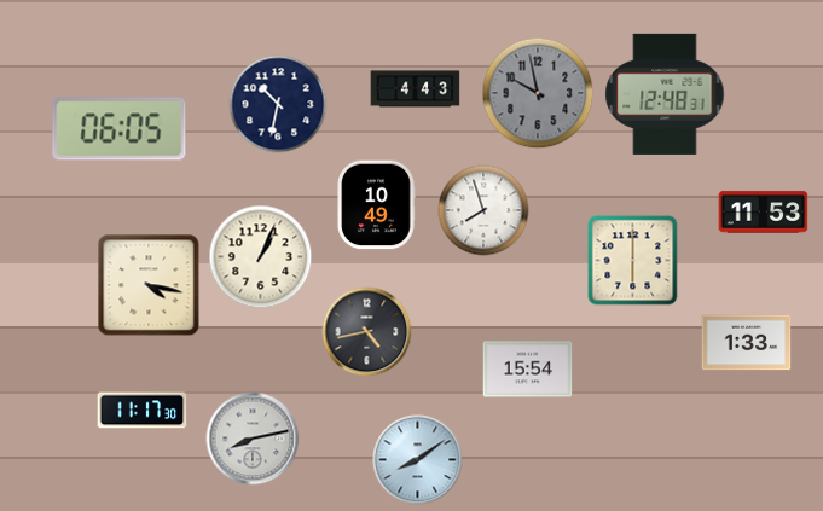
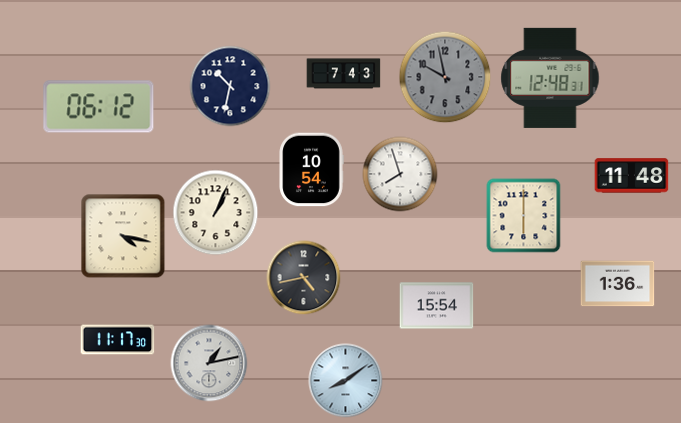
clock at (416, 89): 4:43 -> 7:43
clock at (120, 129): 06:05 -> 06:12
clock at (376, 205): 10:49 -> 10:54
clock at (764, 213): 11:53 -> 11:48
clock at (367, 332) position: (367, 332) -> (304, 278)
clock at (747, 343): 1:33 -> 1:36
clock at (253, 439): 8:13 -> 1:13
